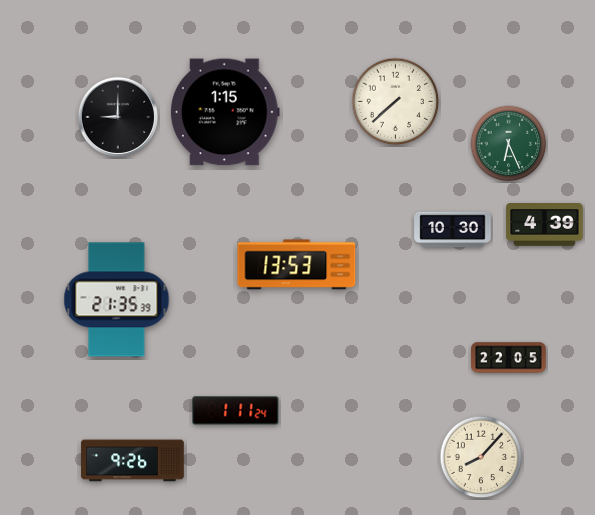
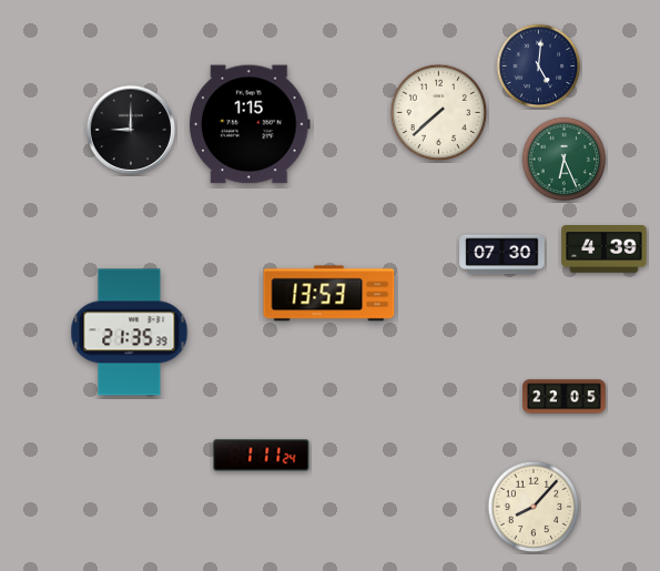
clock at (539, 67): none -> 5:01
clock at (453, 230): 10:30 -> 07:30
clock at (133, 461): 9:26 -> none
